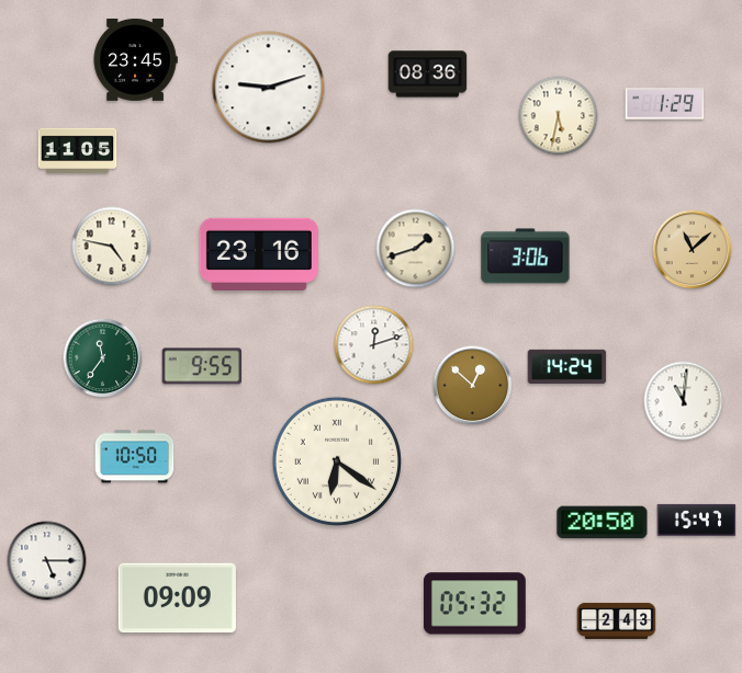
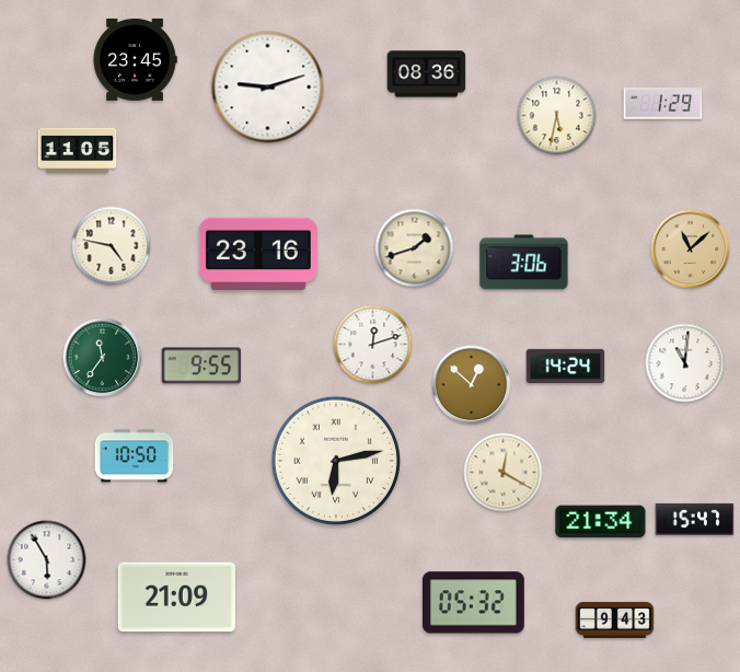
clock at (526, 256) position: (526, 256) -> (524, 263)
clock at (684, 401) position: (684, 401) -> (685, 363)
clock at (337, 461): 6:21 -> 6:13
clock at (504, 473): none -> 12:20
clock at (603, 523): 20:50 -> 21:34
clock at (47, 561): 5:15 -> 5:55
clock at (177, 598): 09:09 -> 21:09
clock at (617, 620): 2:43 -> 9:43
